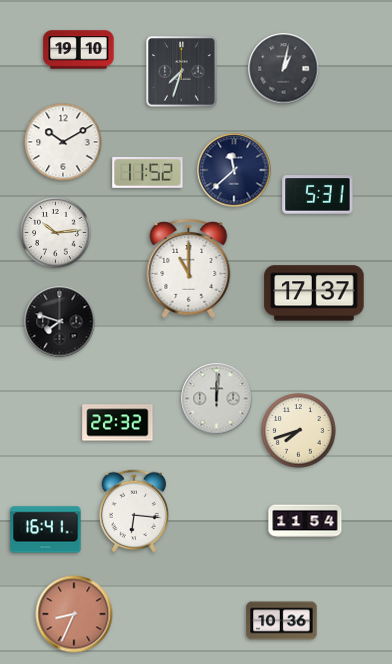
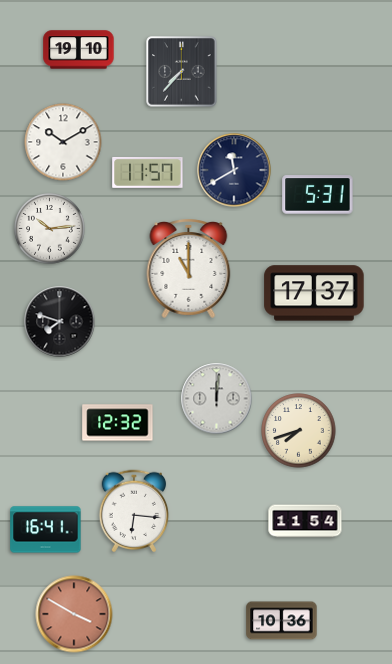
clock at (284, 69): 1:02 -> none
clock at (182, 72): 7:33 -> 7:37
clock at (234, 170): 11:38 -> 11:40
clock at (148, 172): 11:52 -> 11:57
clock at (55, 232) position: (55, 232) -> (49, 228)
clock at (118, 423): 22:32 -> 12:32
clock at (74, 614): 8:34 -> 3:50
